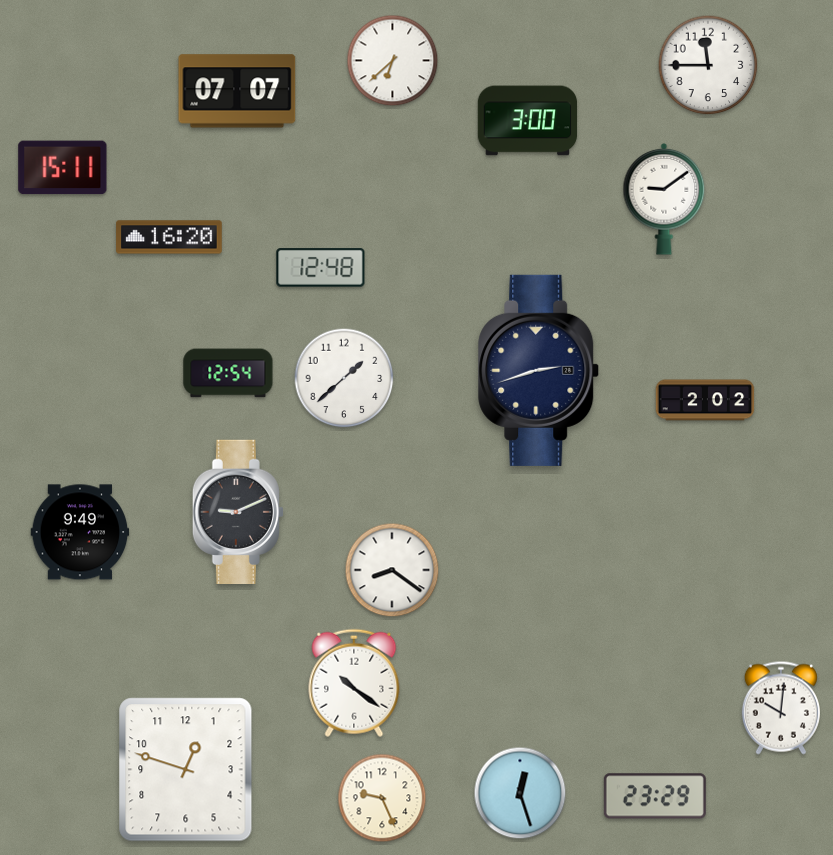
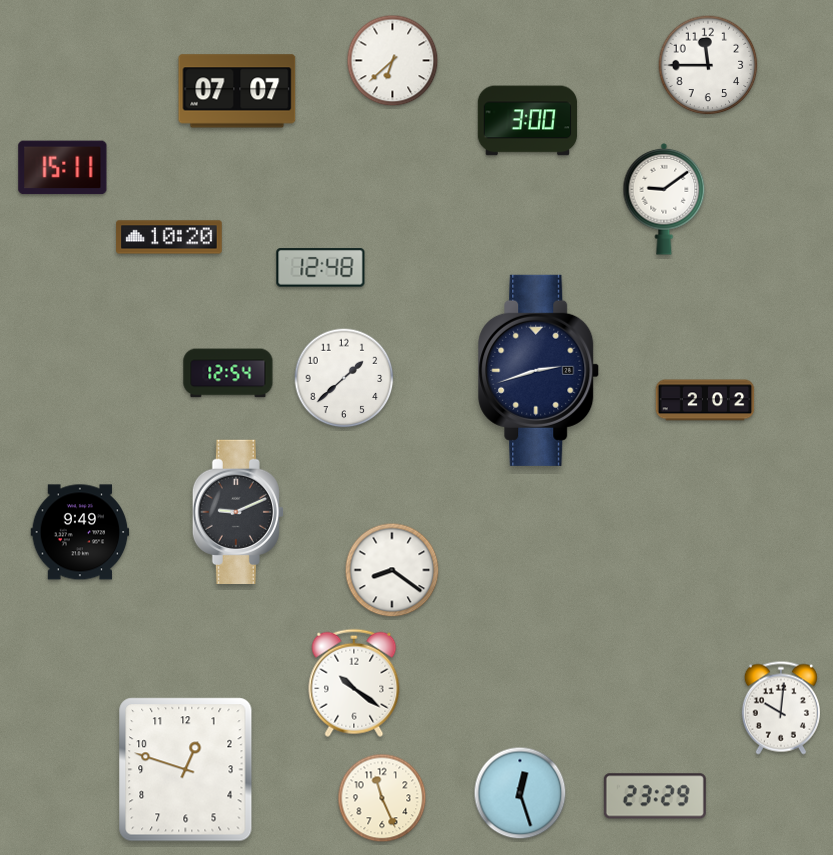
clock at (169, 237): 16:20 -> 10:20
clock at (382, 798): 9:26 -> 11:26
